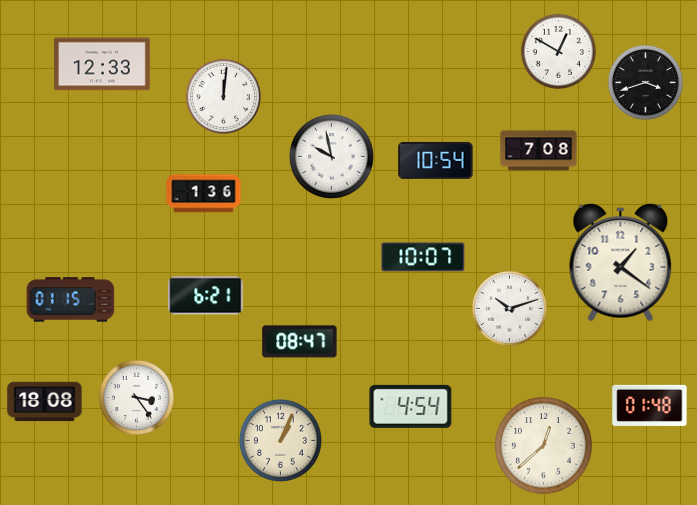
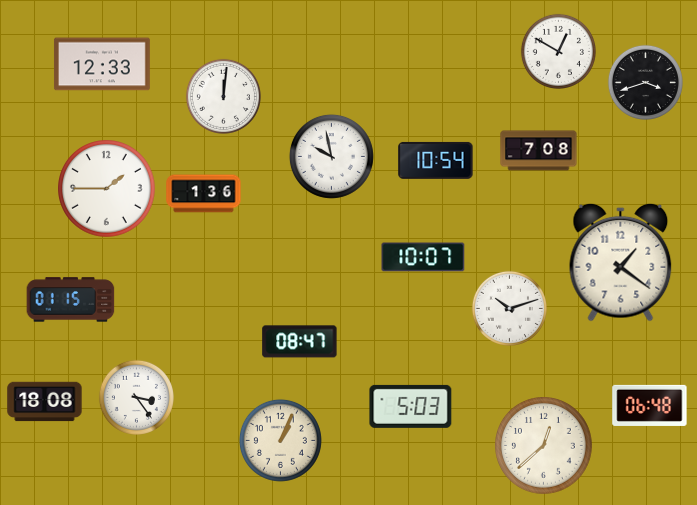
clock at (107, 189): none -> 1:45
clock at (206, 296): 6:21 -> none
clock at (650, 405): 01:48 -> 06:48
clock at (411, 406): 4:54 -> 5:03
